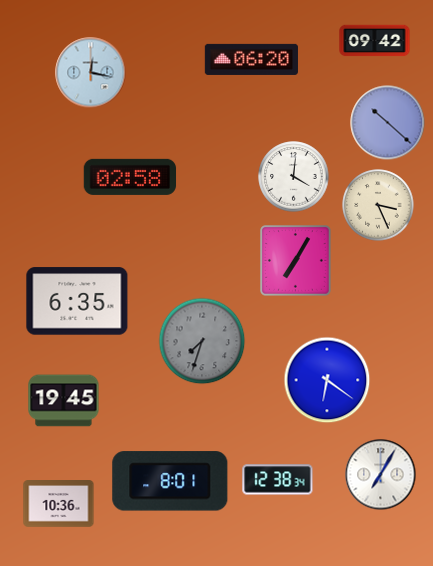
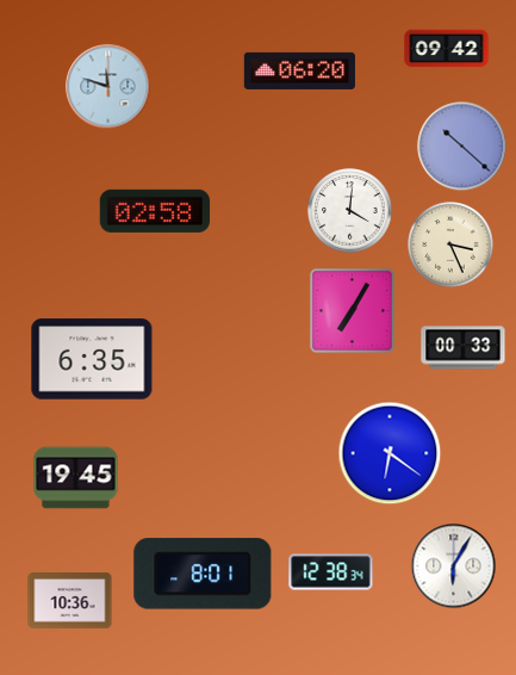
clock at (91, 73): 12:17 -> 11:48
clock at (464, 348): none -> 00:33
clock at (202, 341): 7:33 -> none
clock at (381, 475): 7:05 -> 6:05
